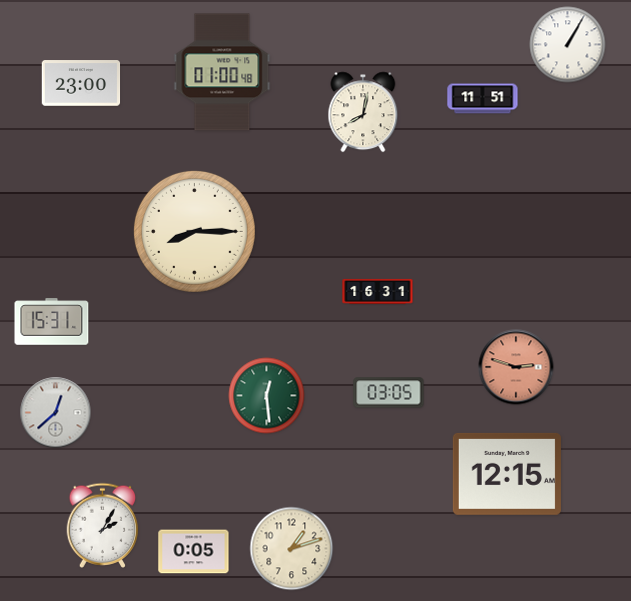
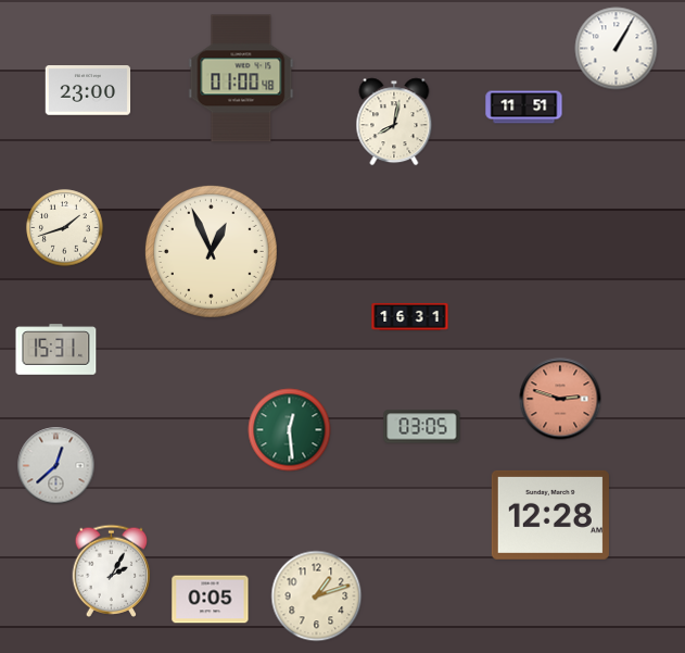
clock at (65, 228): none -> 1:42
clock at (194, 231): 8:15 -> 12:56
clock at (56, 413) position: (56, 413) -> (56, 466)
clock at (507, 474): 12:15 -> 12:28
